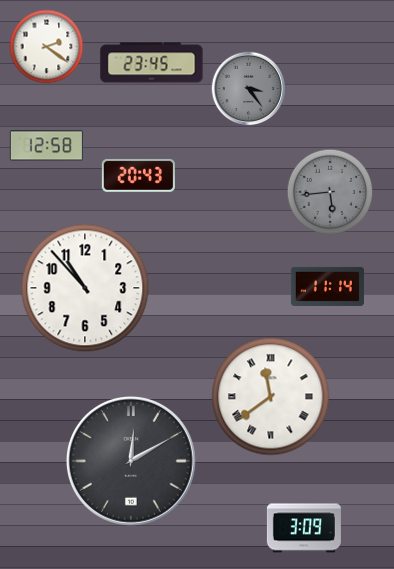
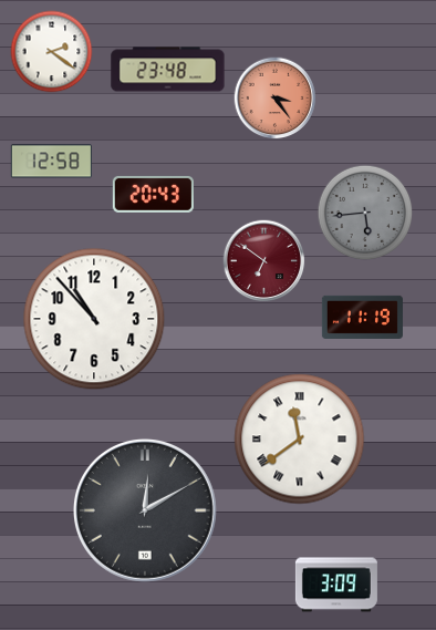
clock at (152, 63): 23:45 -> 23:48
clock at (249, 89) dial: grey -> salmon
clock at (264, 261): none -> 6:51
clock at (327, 286): 11:14 -> 11:19
